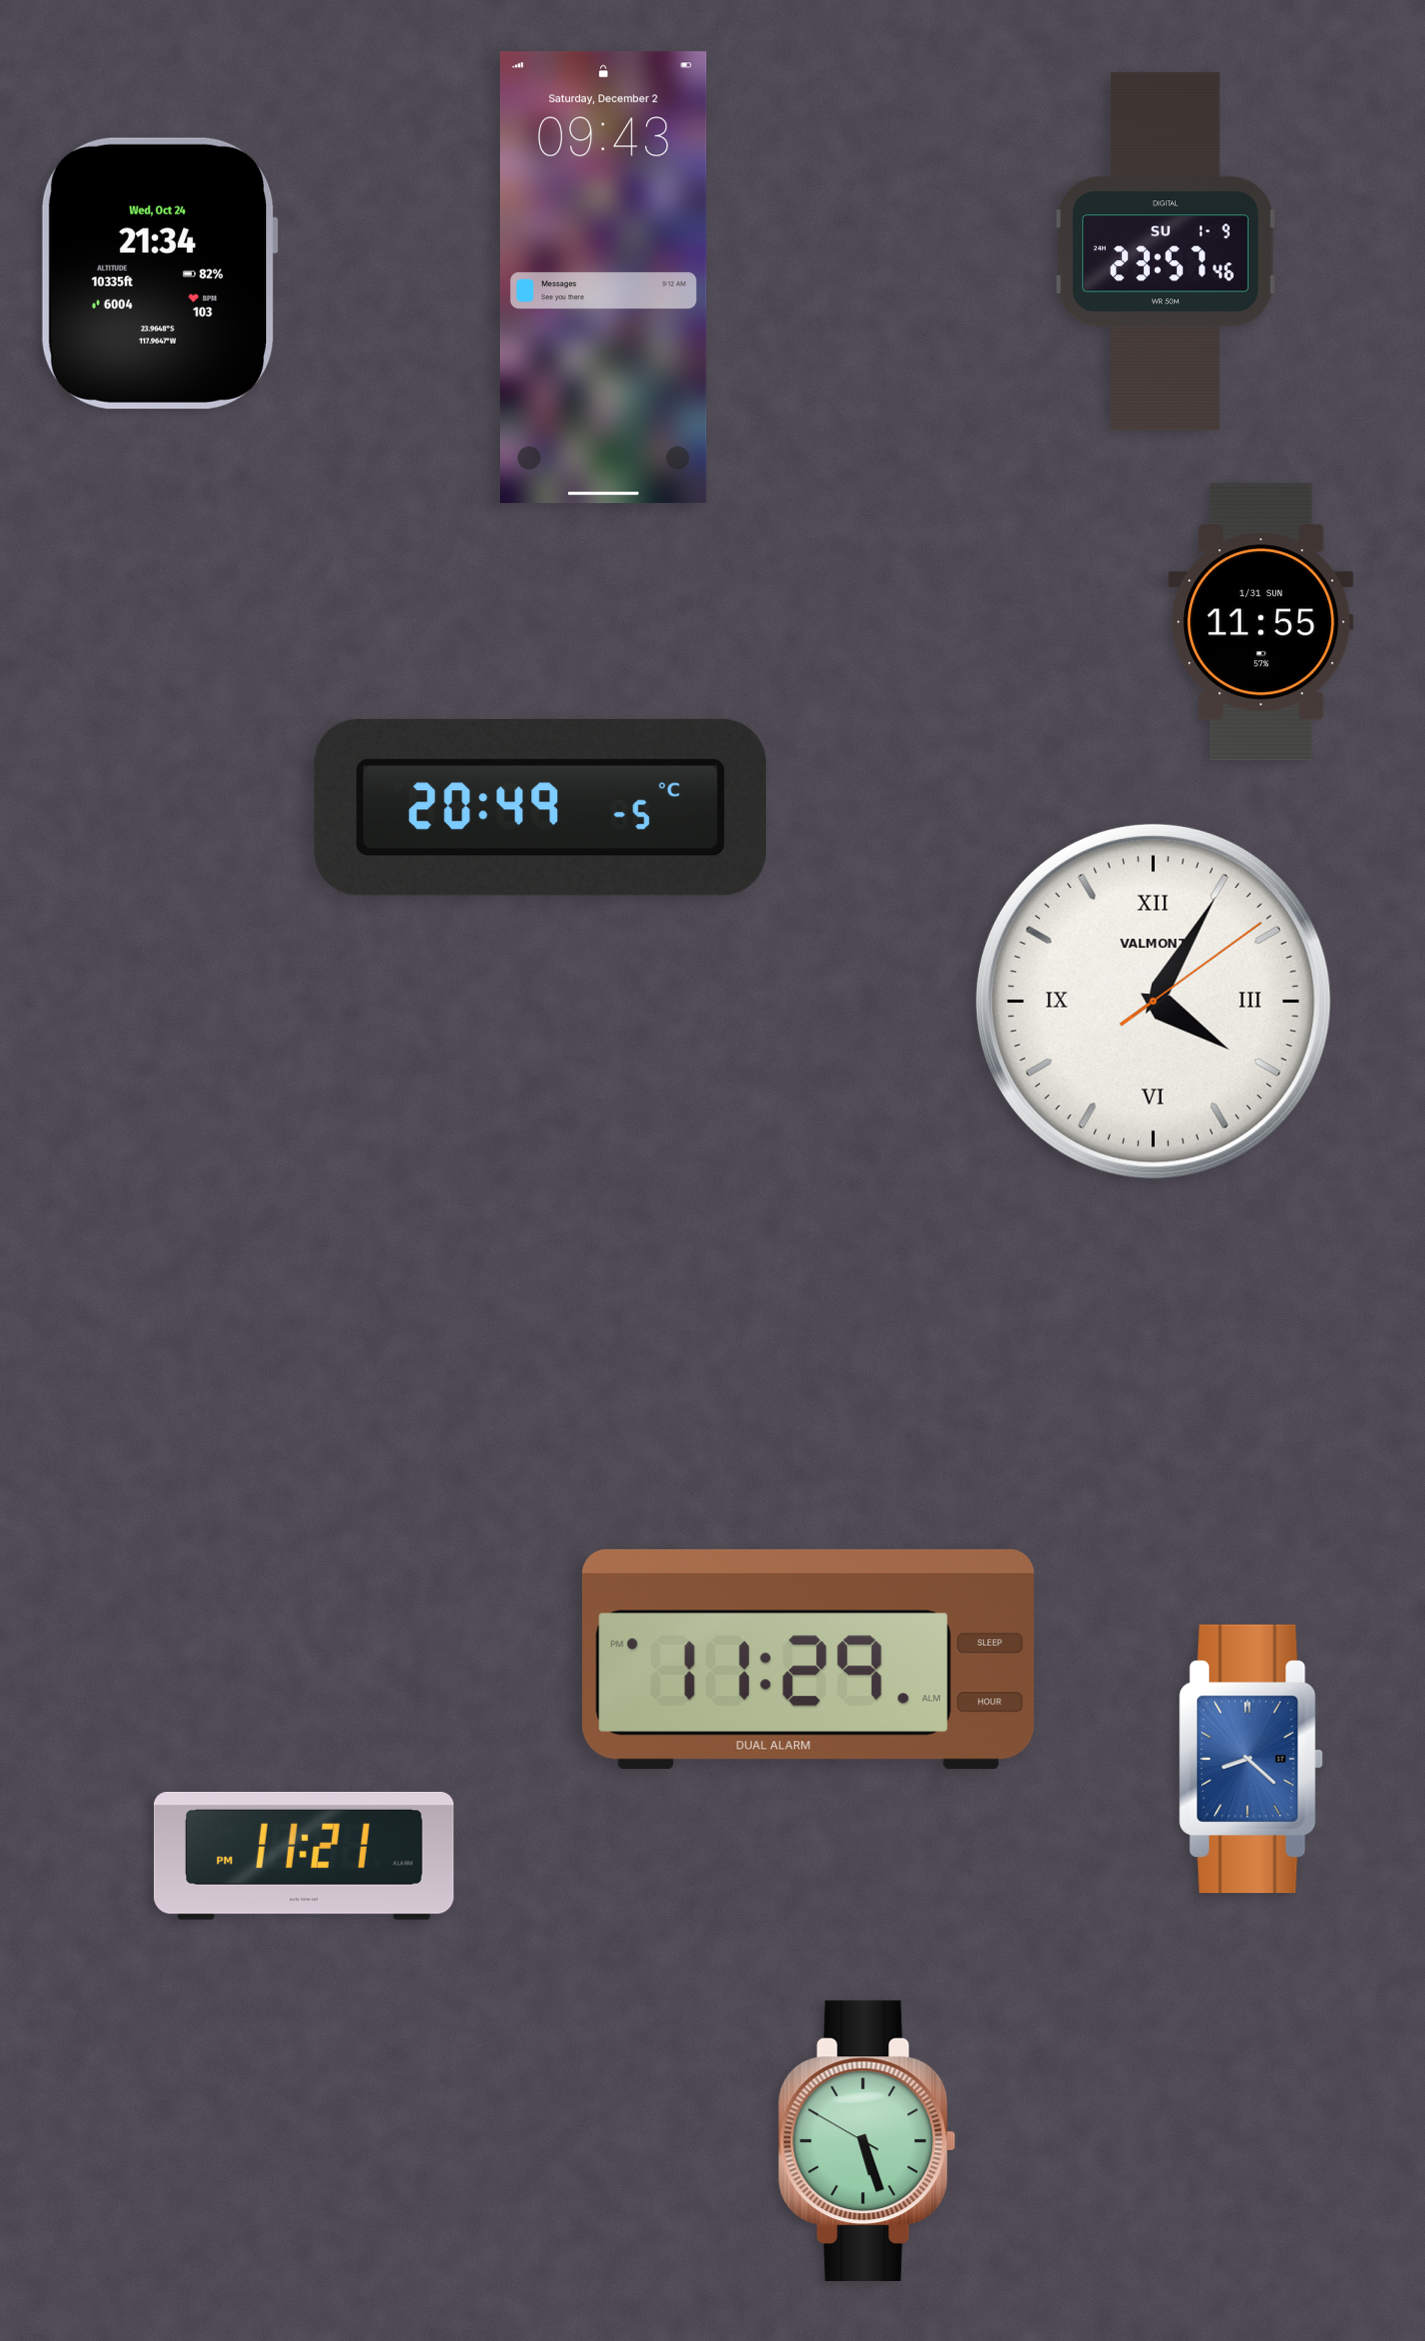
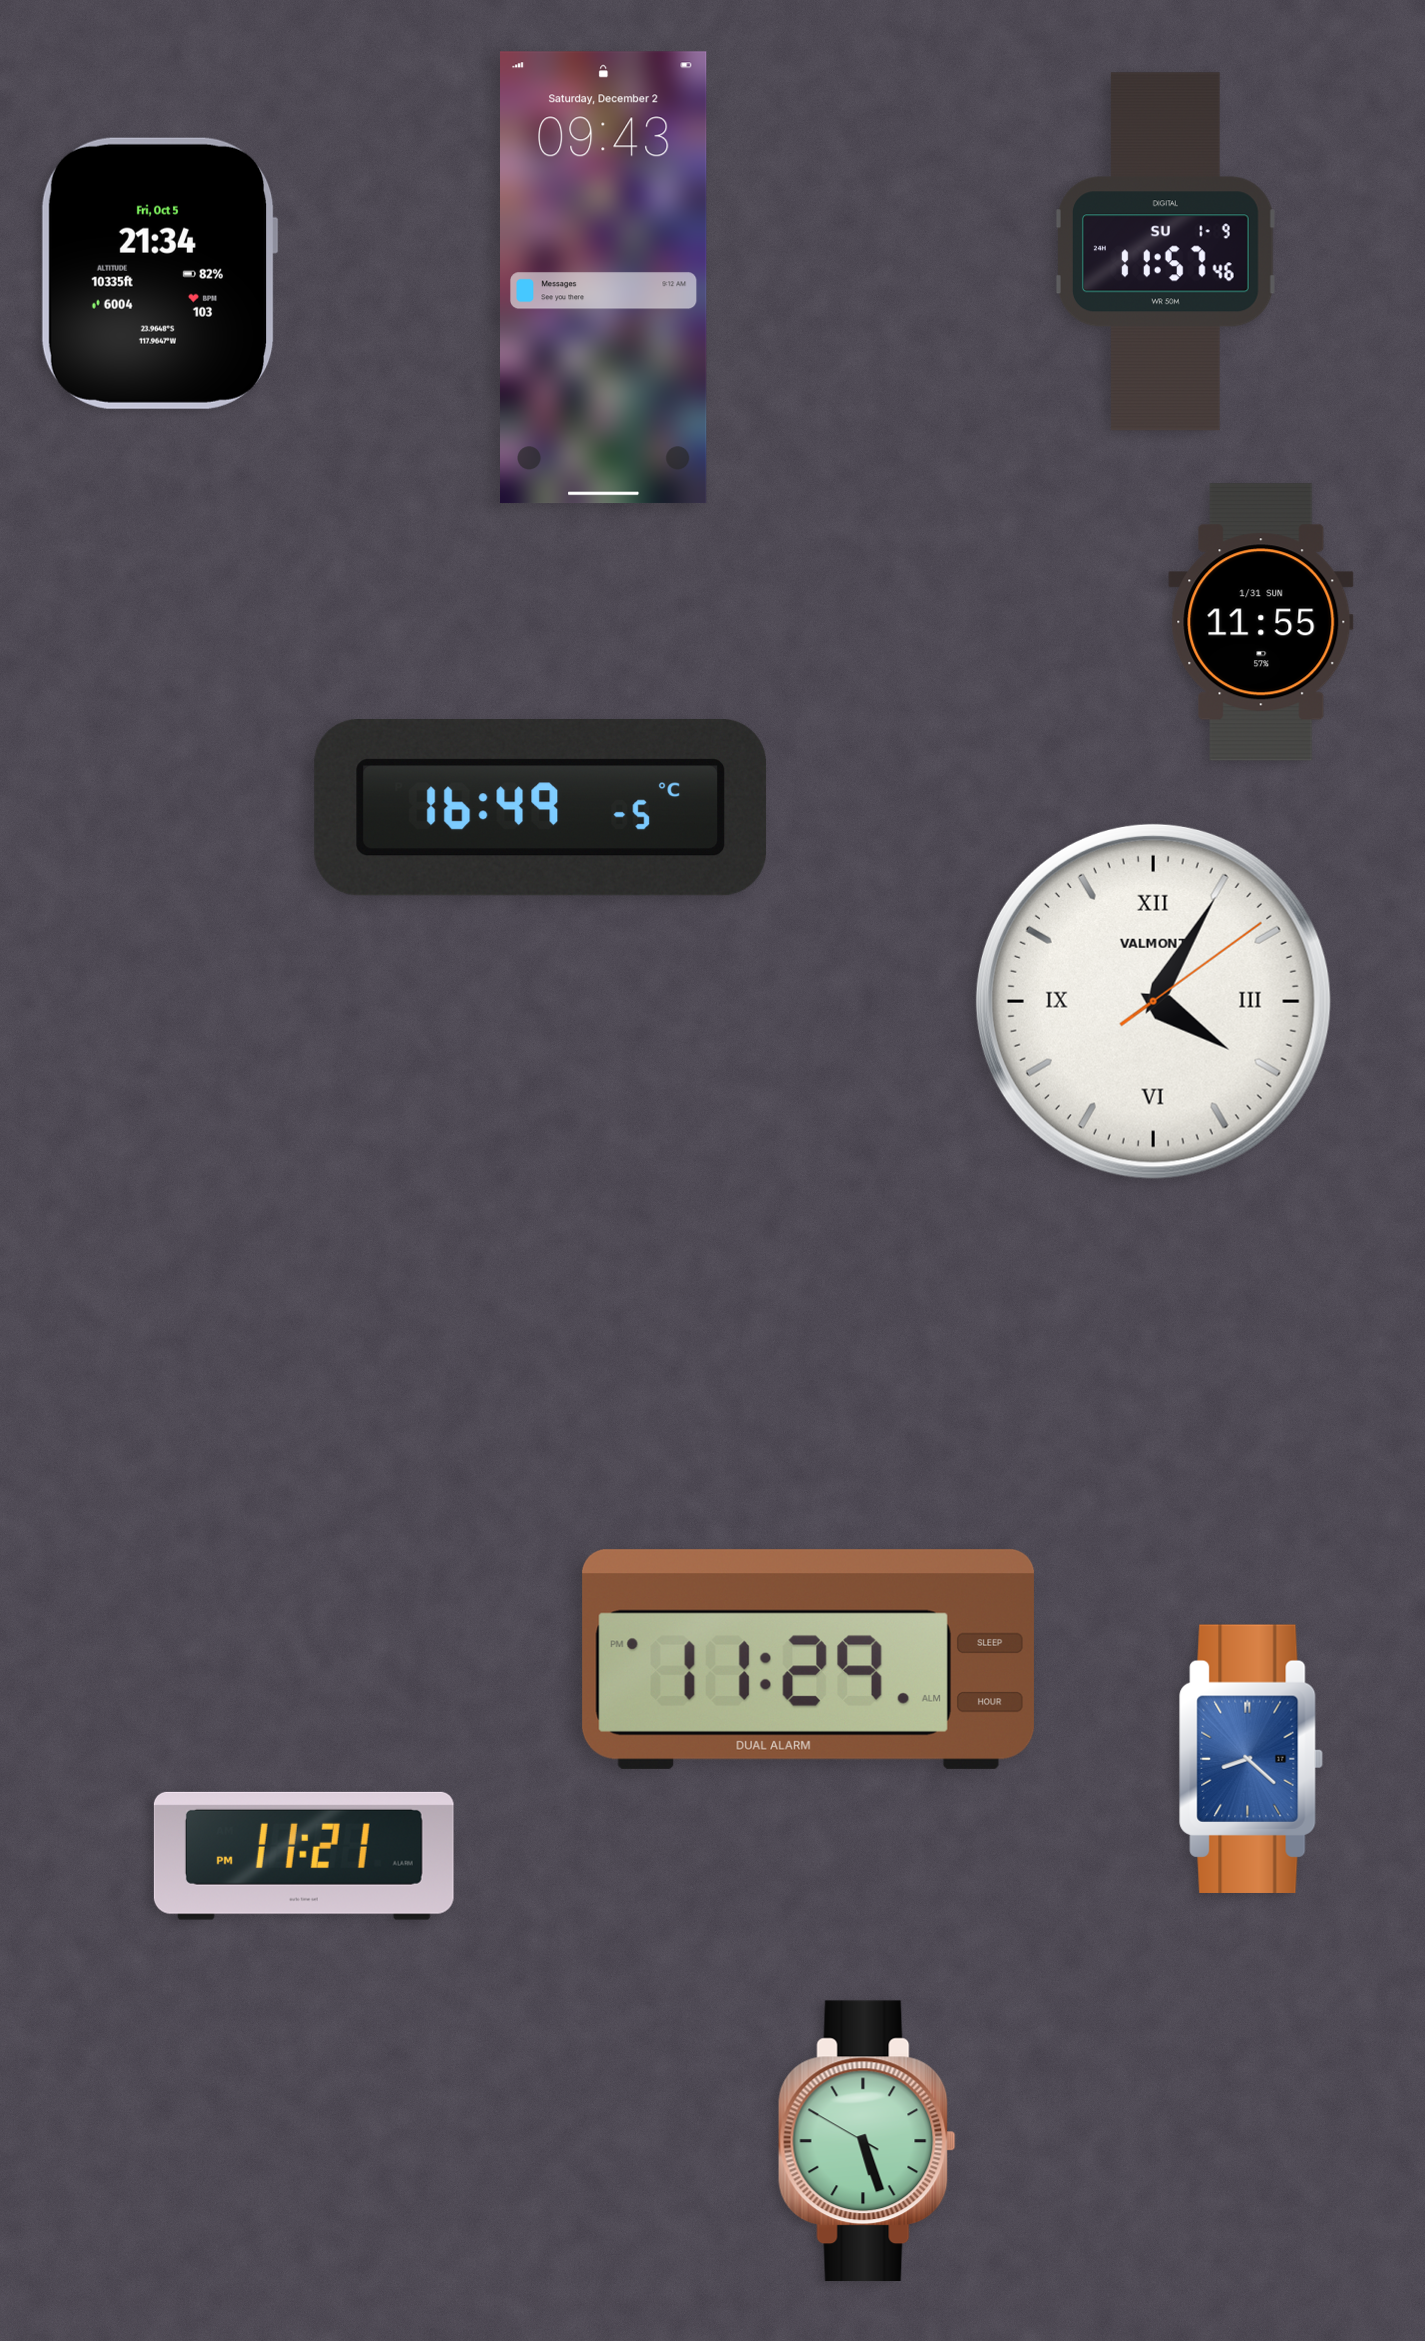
clock at (1165, 252): 23:57 -> 11:57
clock at (159, 273) date: Wed, Oct 24 -> Fri, Oct 5
clock at (541, 808): 20:49 -> 16:49
